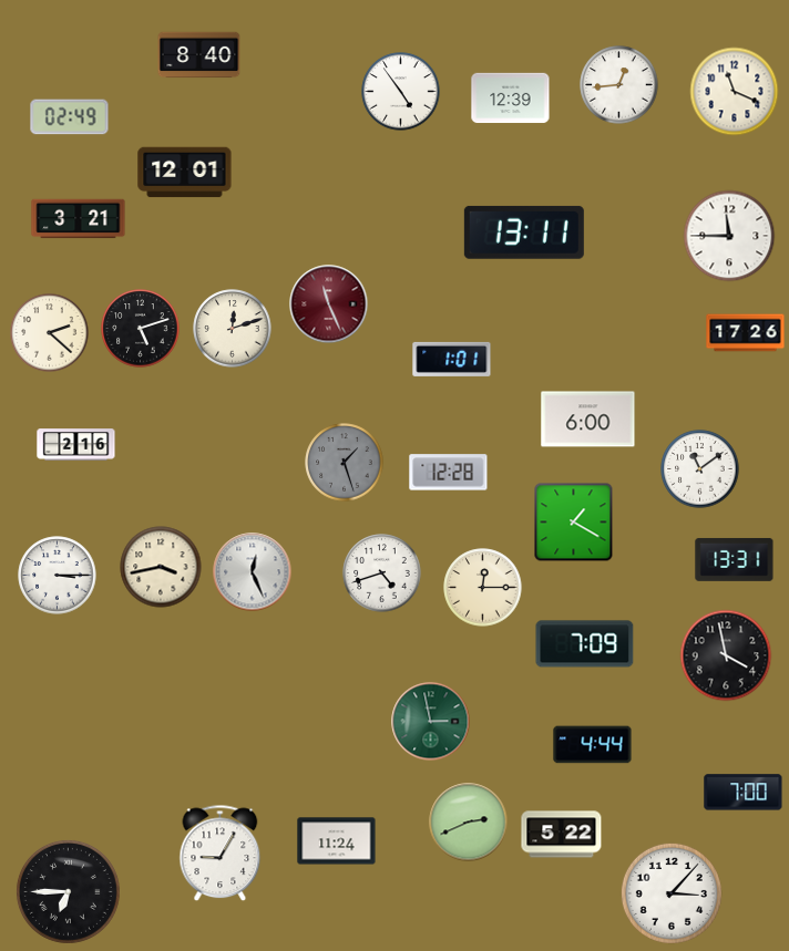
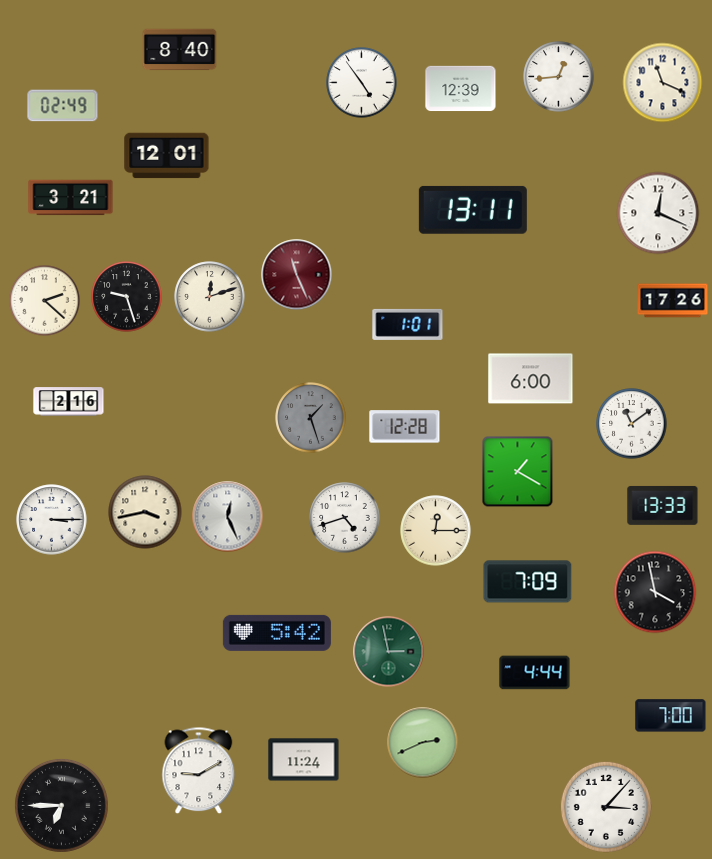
clock at (729, 236): 11:45 -> 12:19
clock at (141, 329): 5:12 -> 9:27
clock at (735, 559): 13:31 -> 13:33
clock at (277, 633): none -> 5:42
clock at (562, 835): 5:22 -> none
clock at (221, 854): 9:05 -> 9:10
